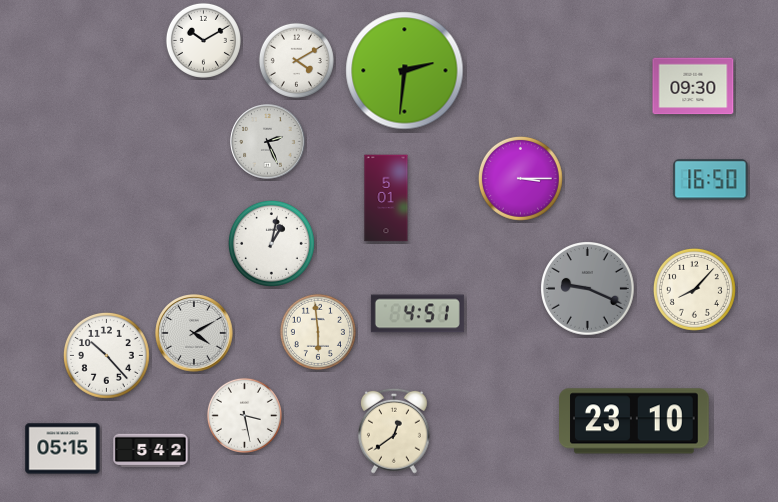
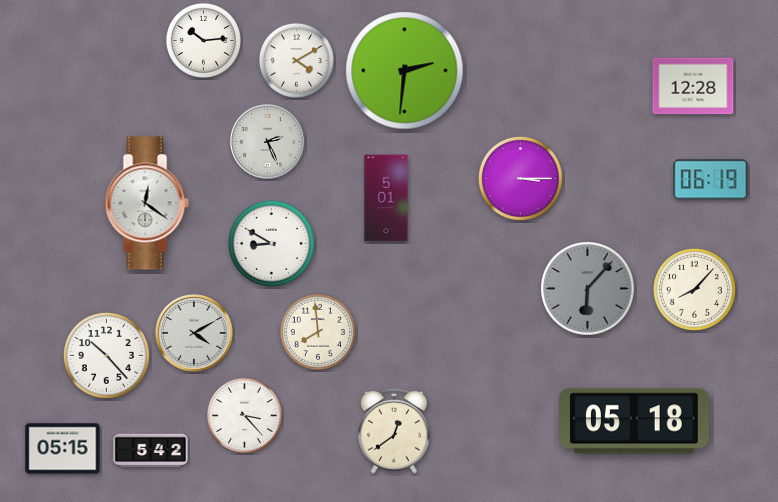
clock at (203, 40): 10:10 -> 10:14
clock at (693, 86): 09:30 -> 12:28
clock at (711, 180): 16:50 -> 06:19
clock at (147, 203): none -> 12:21
clock at (271, 243): 1:02 -> 8:50
clock at (588, 289): 9:19 -> 6:07
clock at (417, 314): 4:51 -> none
clock at (318, 332): 5:59 -> 7:59
clock at (244, 415): 3:28 -> 3:23
clock at (635, 421): 23:10 -> 05:18
